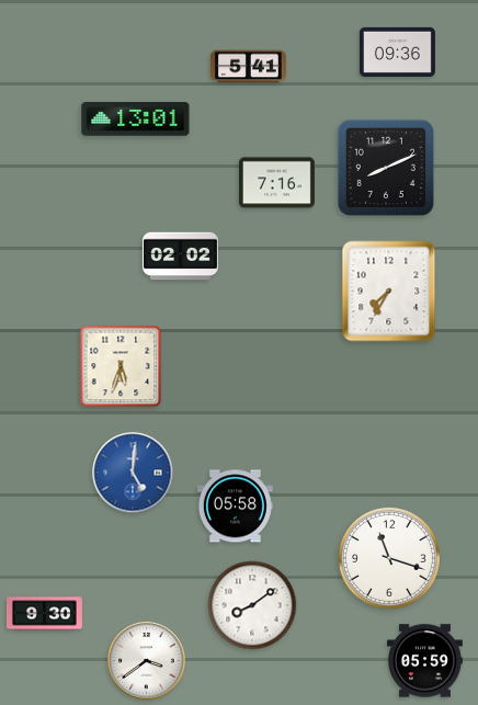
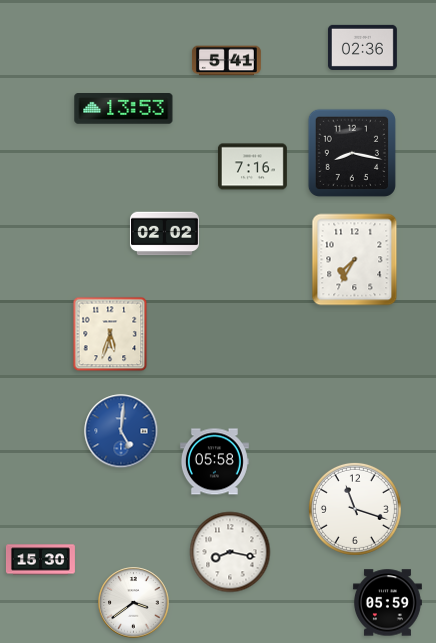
clock at (397, 52): 09:36 -> 02:36
clock at (136, 120): 13:01 -> 13:53
clock at (386, 168): 8:11 -> 8:17
clock at (389, 292) position: (389, 292) -> (355, 260)
clock at (252, 605): 8:09 -> 8:17
clock at (45, 614): 9:30 -> 15:30
